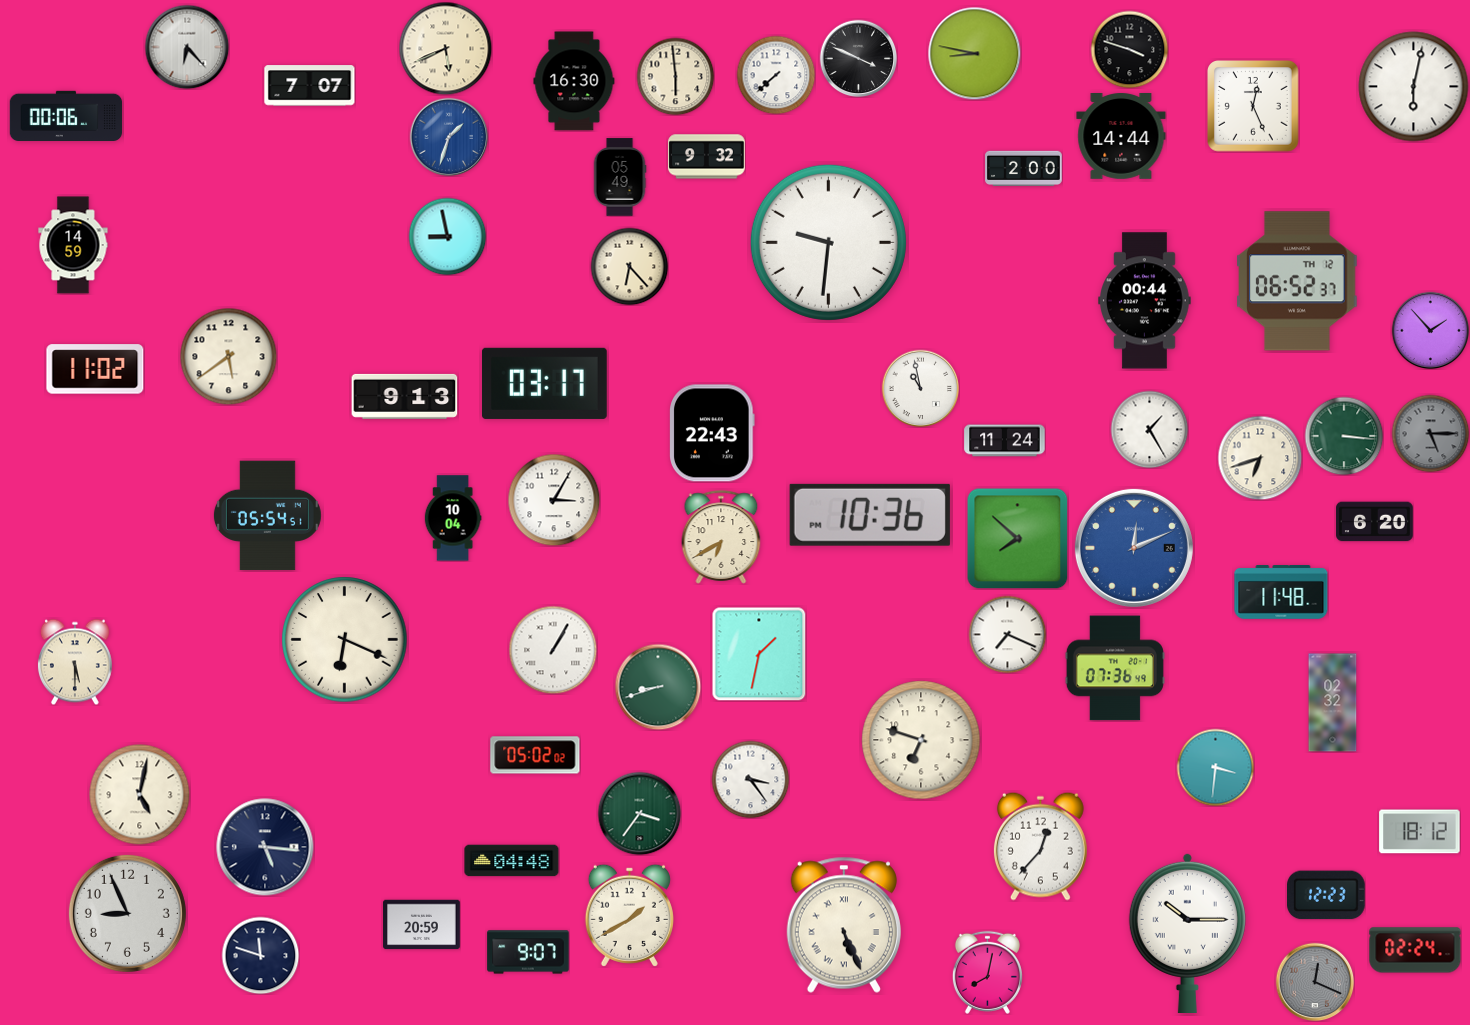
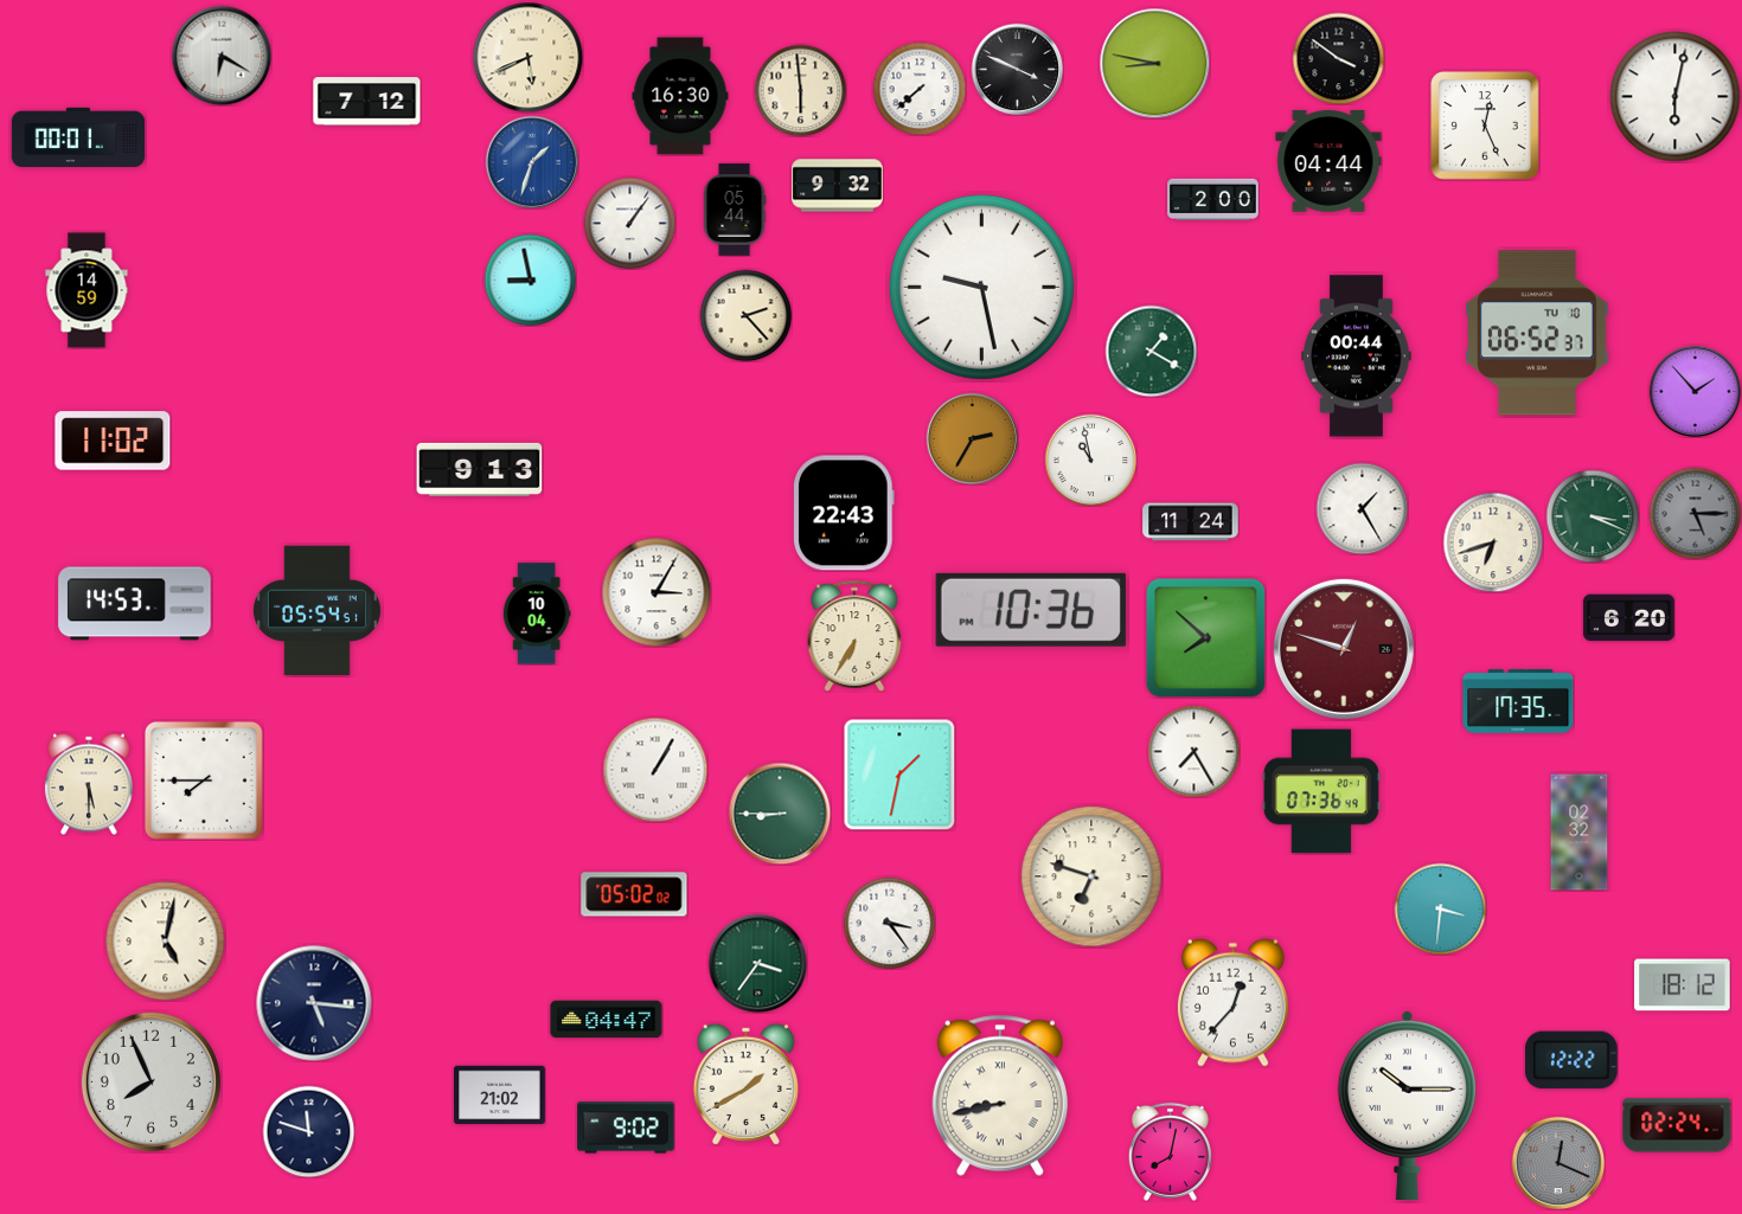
clock at (187, 47): 6:23 -> 6:20
clock at (1129, 49): 3:48 -> 3:51
clock at (310, 86): 7:07 -> 7:12
clock at (1414, 87) position: (1414, 87) -> (1676, 97)
clock at (66, 116): 00:06 -> 00:01
clock at (1121, 137): 14:44 -> 04:44
clock at (620, 177): 05:49 -> 05:44
clock at (629, 223): none -> 1:06
clock at (828, 242): 9:31 -> 9:28
clock at (629, 266): 6:23 -> 2:23
clock at (1297, 281) date: TH 12 -> TU 10
clock at (1151, 351): none -> 1:20
clock at (228, 356): 5:39 -> none
clock at (95, 369) position: (95, 369) -> (113, 441)
clock at (972, 438): none -> 2:35
clock at (545, 383): 03:17 -> none
clock at (1344, 436): 3:16 -> 3:19
clock at (135, 604): none -> 14:53
clock at (721, 537): 6:40 -> 6:35
clock at (1134, 548): 12:11 -> 12:48
clock at (1134, 548) dial: blue -> burgundy
clock at (1281, 593): 11:48 -> 17:35
clock at (1007, 634): 7:19 -> 7:25
clock at (345, 640): 6:19 -> none
clock at (204, 781): none -> 7:45
clock at (658, 687): 8:42 -> 8:45
clock at (512, 861): 04:48 -> 04:47
clock at (1327, 895): 12:23 -> 12:22
clock at (127, 913): 8:56 -> 7:56
clock at (422, 925): 20:59 -> 21:02
clock at (844, 925): 5:26 -> 8:43
clock at (528, 952): 9:07 -> 9:02
